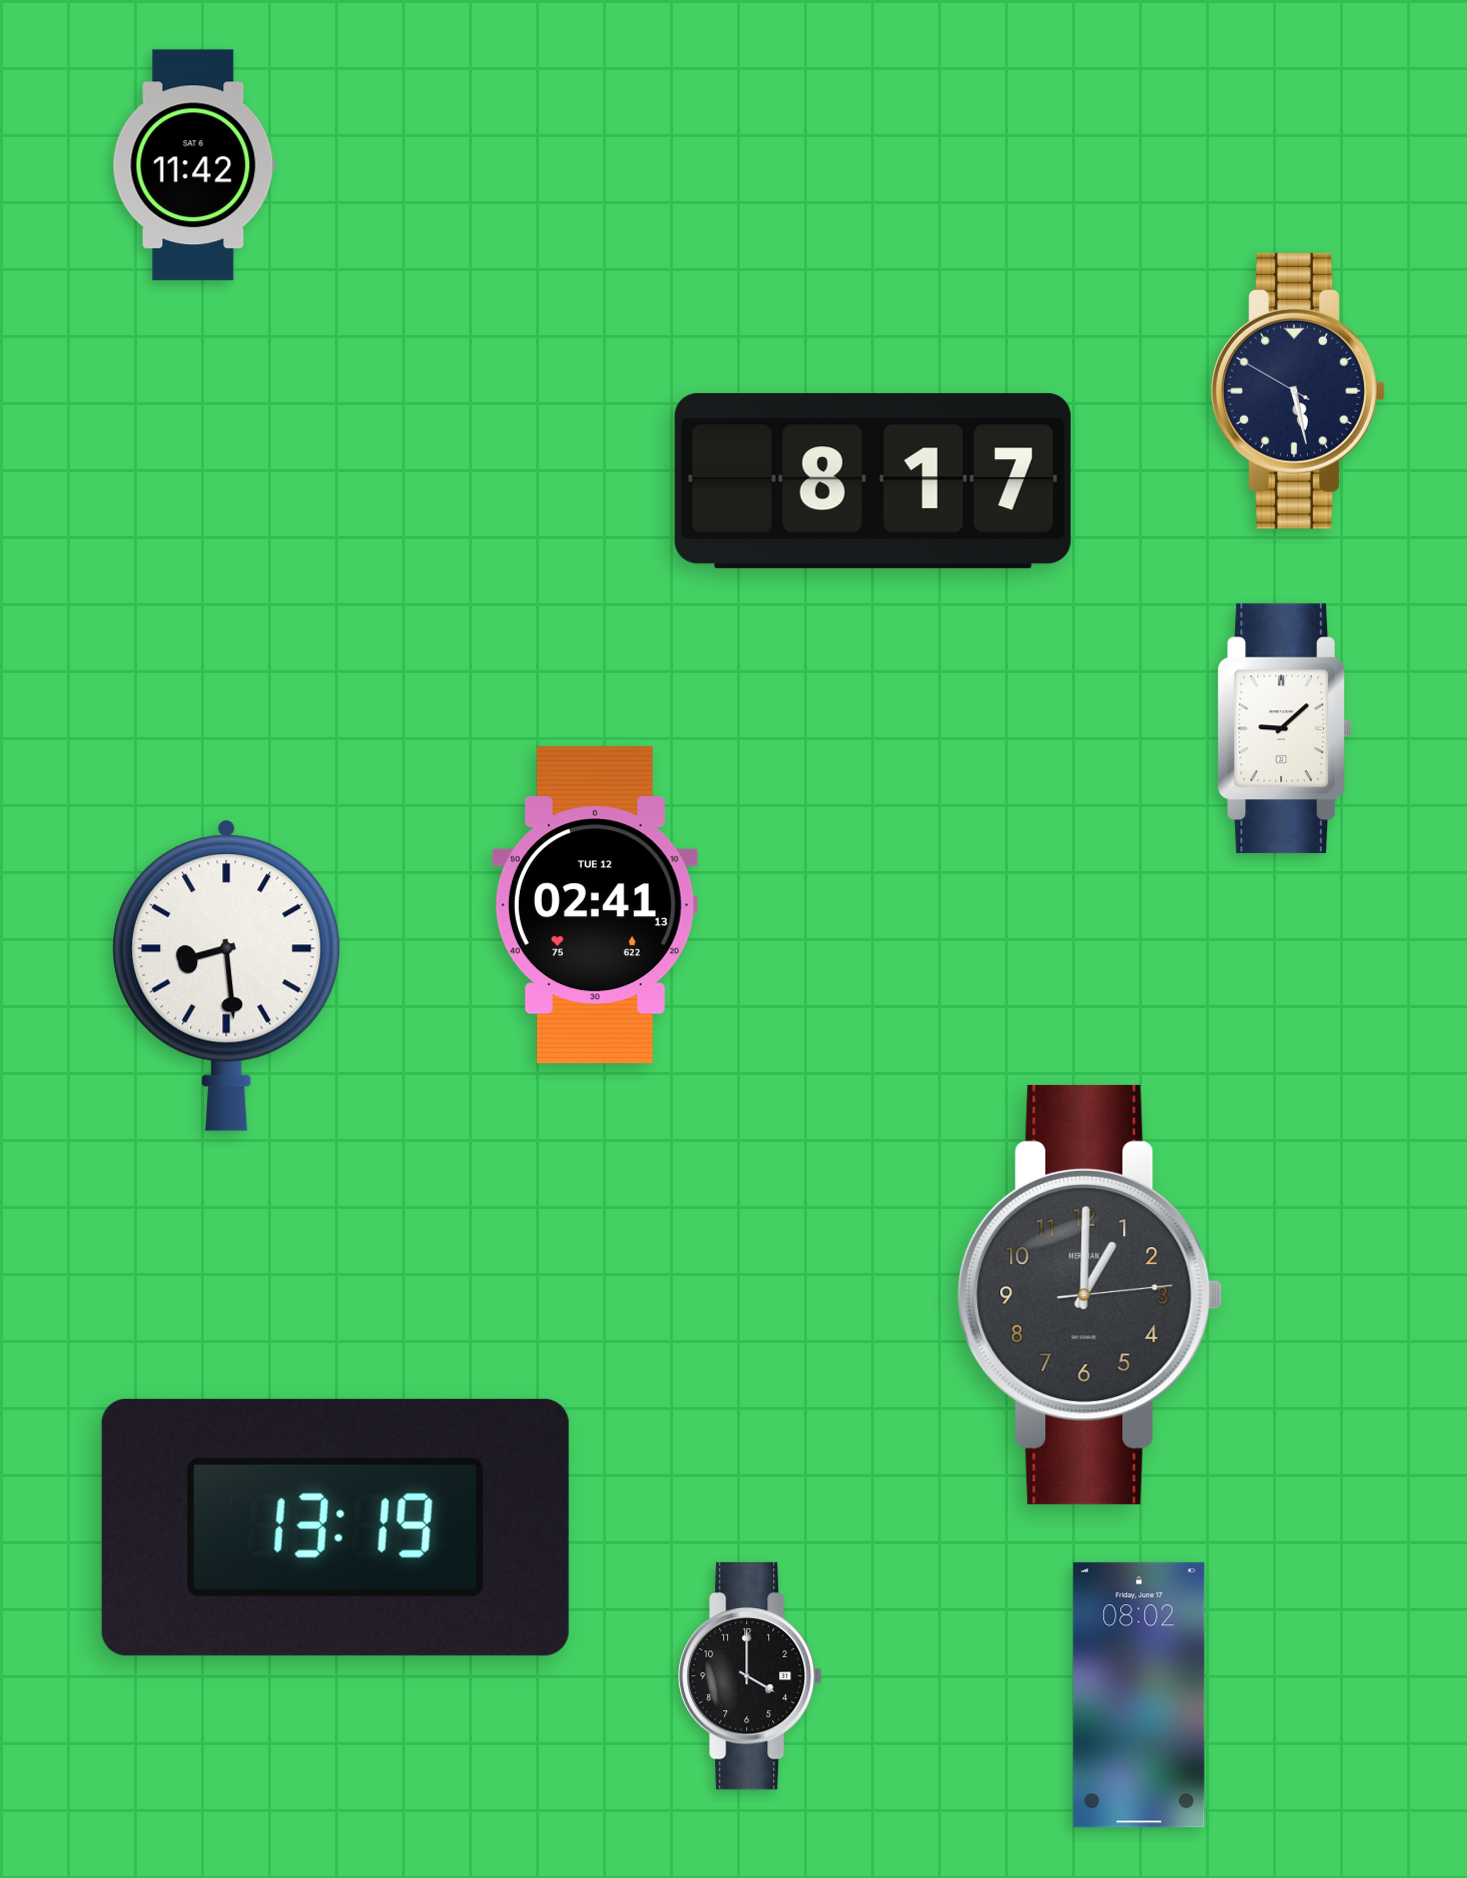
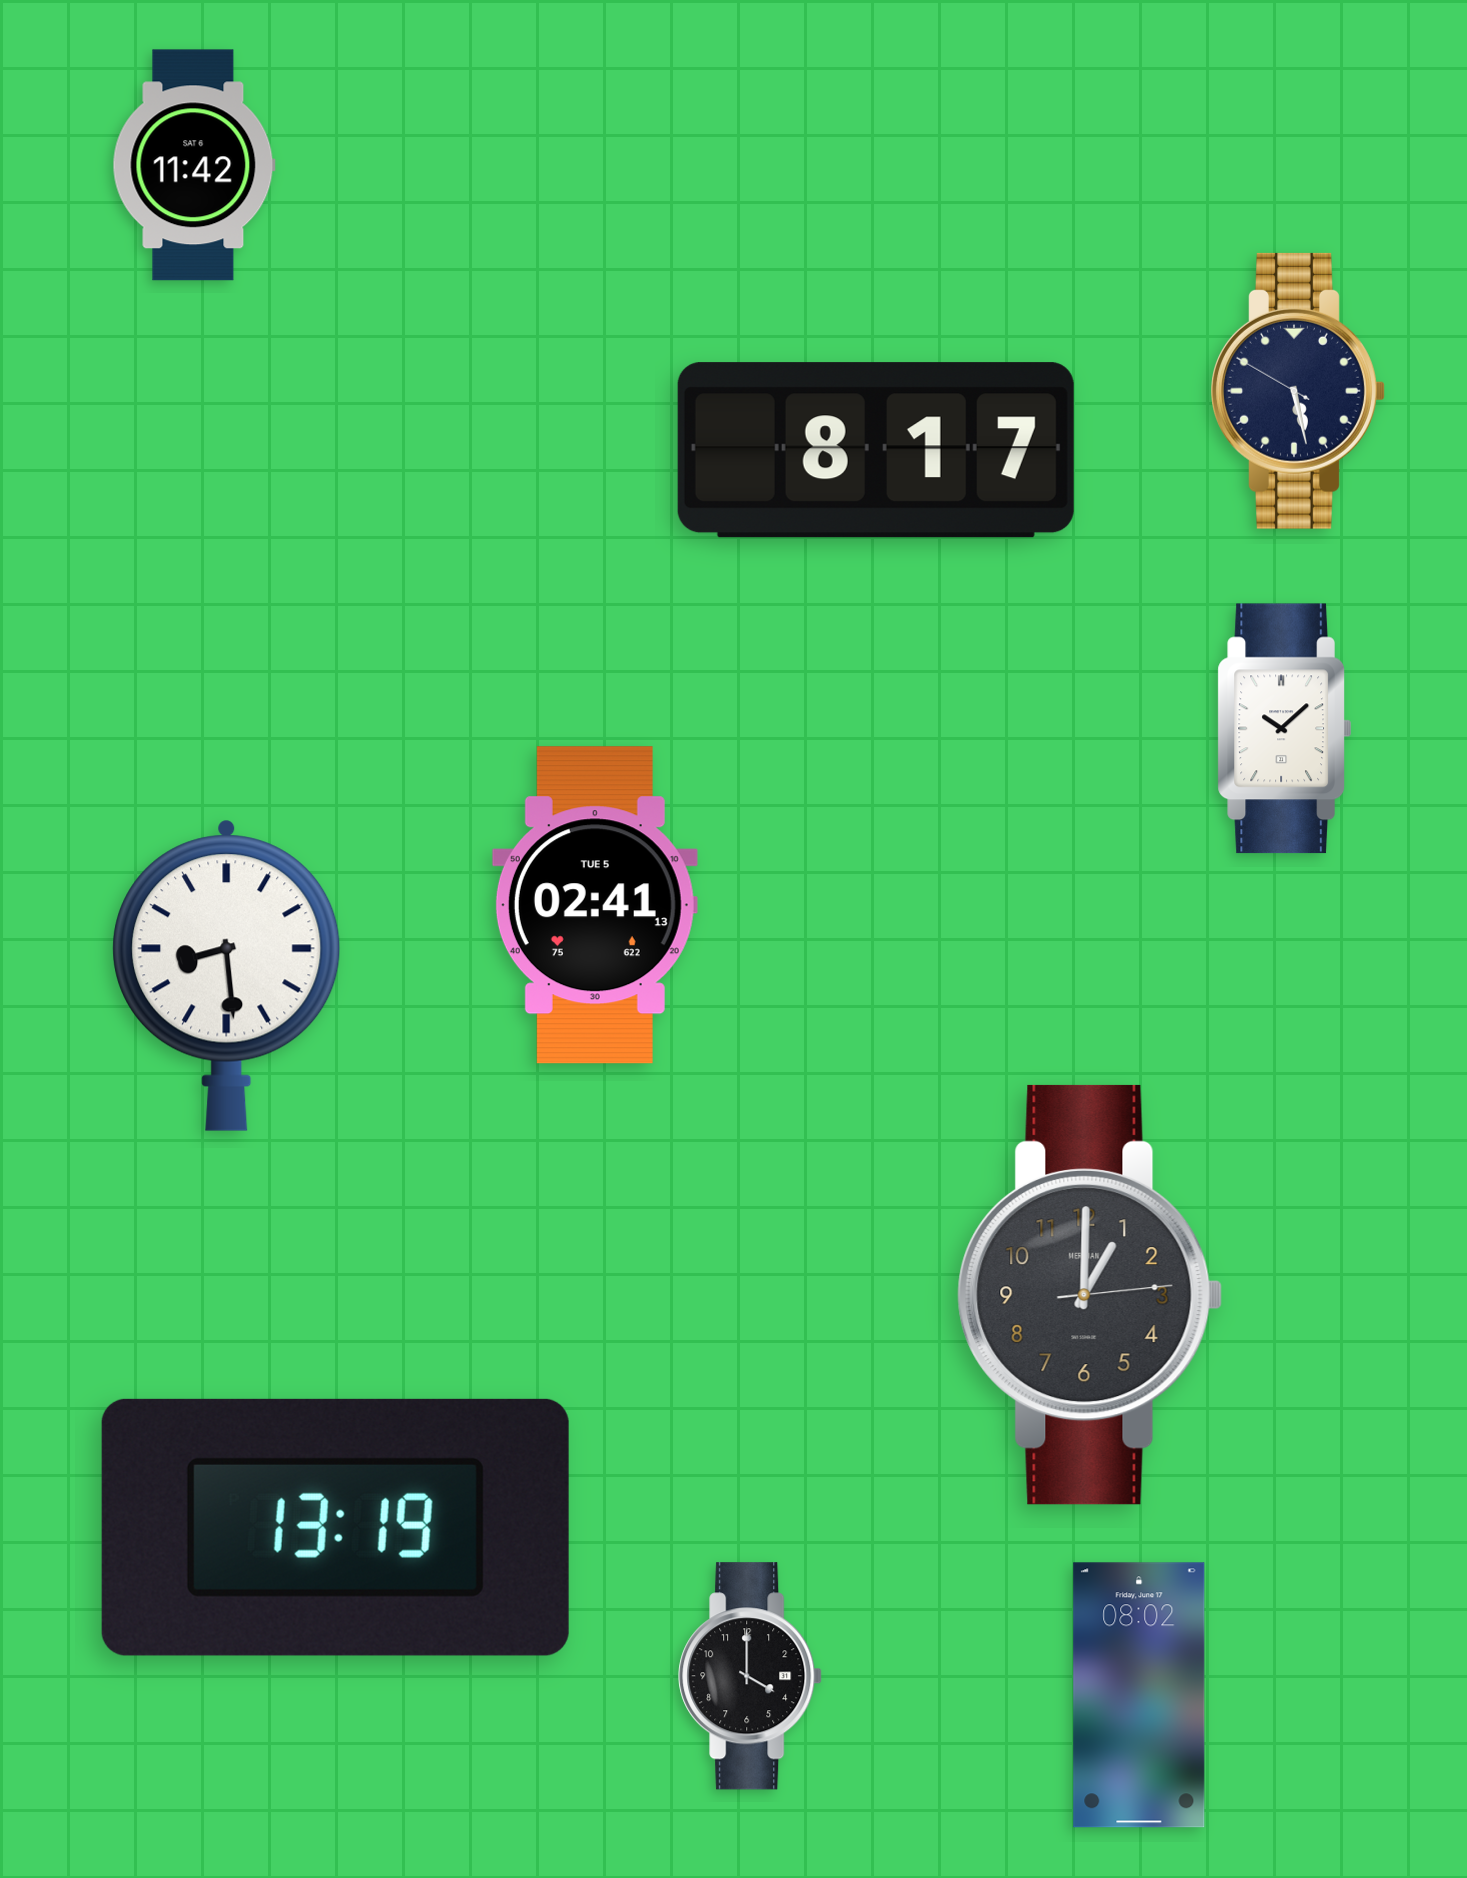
clock at (873, 481) position: (873, 481) -> (876, 450)
clock at (1284, 729): 9:08 -> 10:08
clock at (595, 905) date: TUE 12 -> TUE 5
